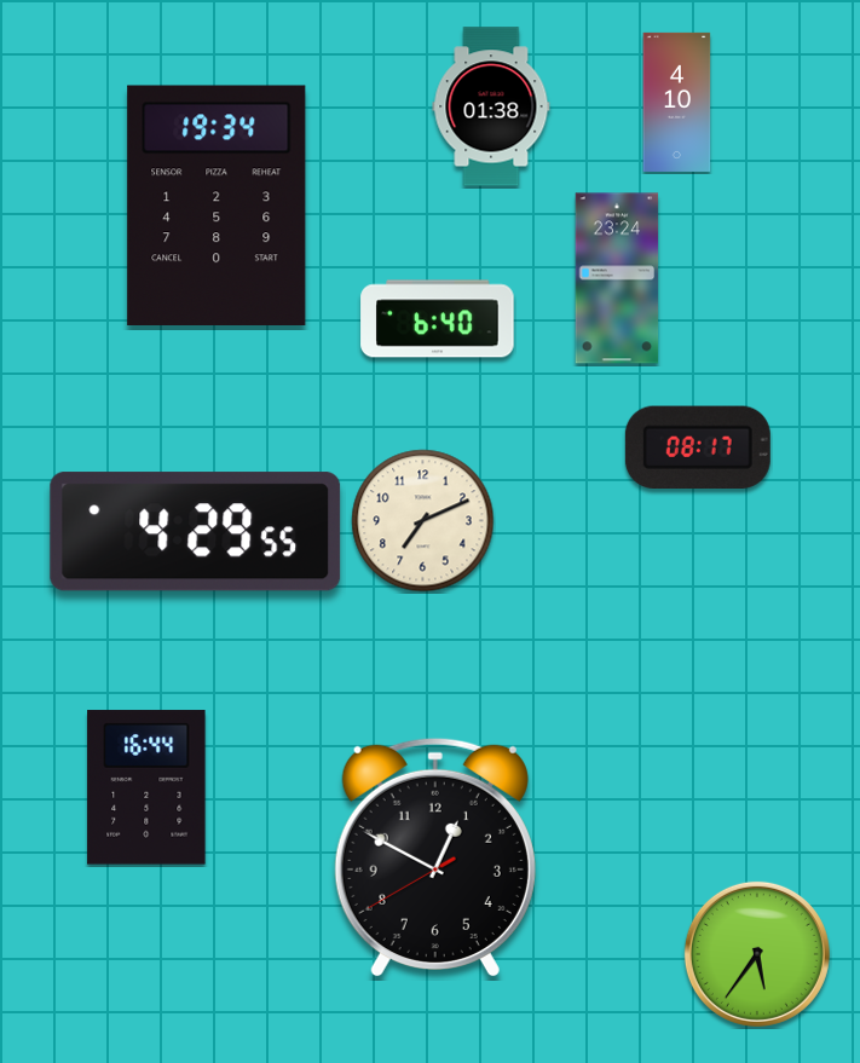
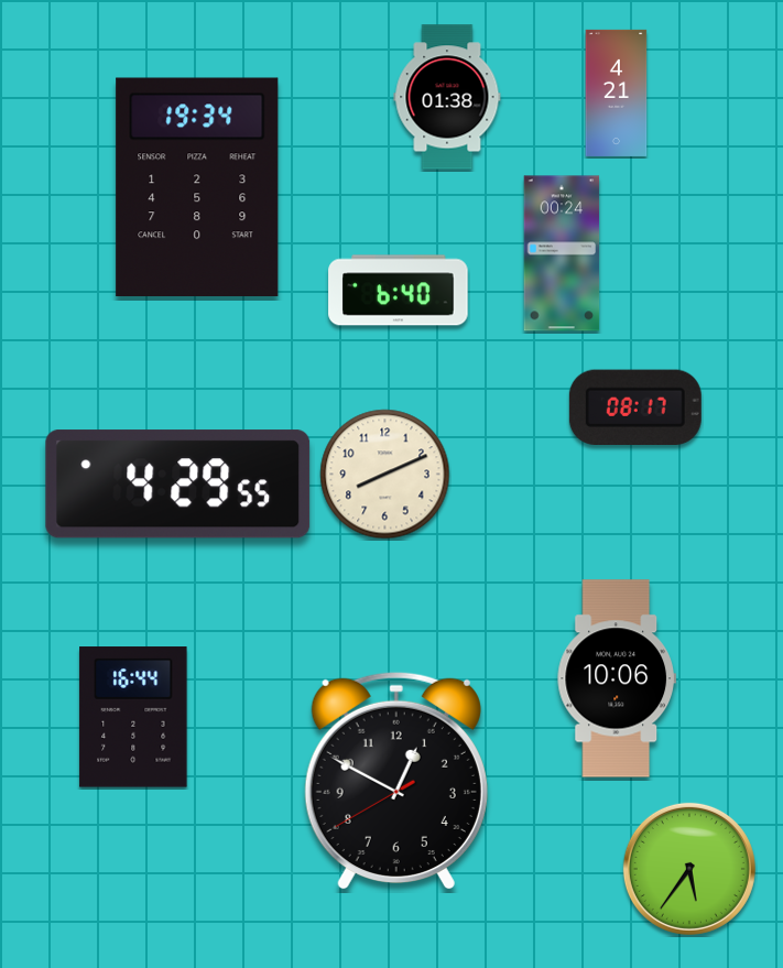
clock at (677, 102): 4:10 -> 4:21
clock at (617, 278): 23:24 -> 00:24
clock at (423, 521): 7:11 -> 8:11
clock at (616, 678): none -> 10:06
